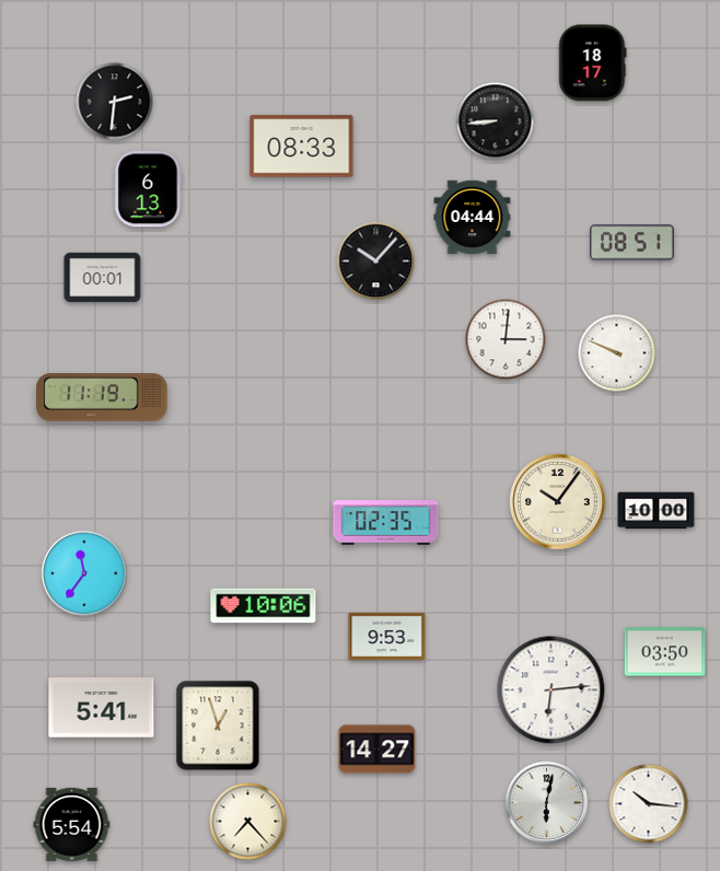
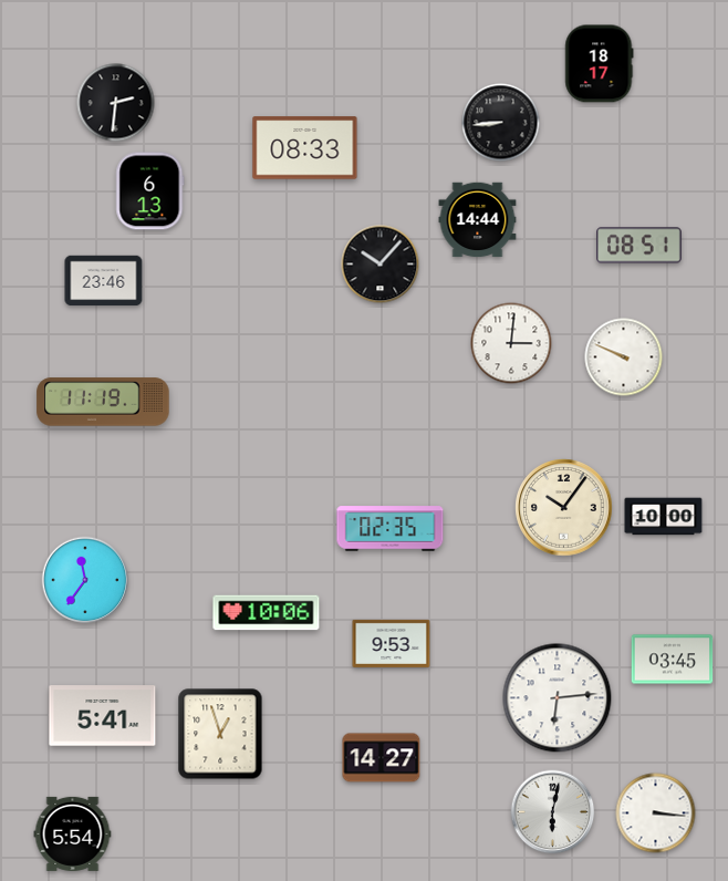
clock at (473, 218): 04:44 -> 14:44
clock at (103, 278): 00:01 -> 23:46
clock at (665, 652): 03:50 -> 03:45
clock at (649, 804): 10:16 -> 3:16
clock at (248, 822): 7:23 -> none
